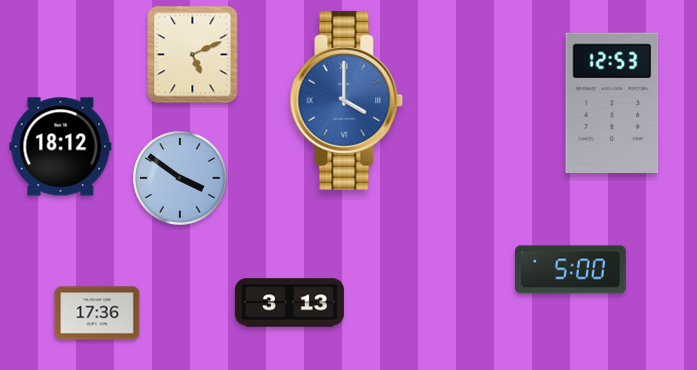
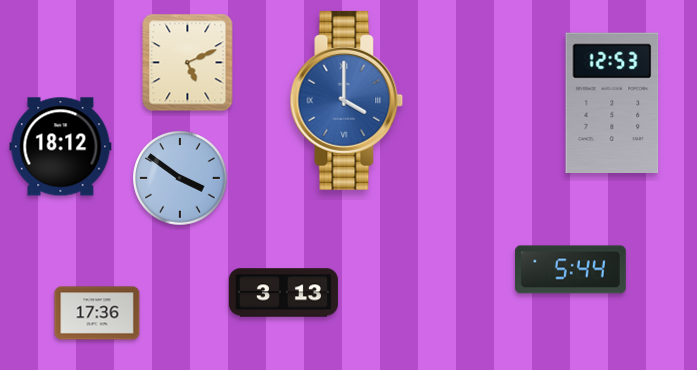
clock at (193, 55) position: (193, 55) -> (188, 63)
clock at (570, 270): 5:00 -> 5:44
clock at (289, 303) position: (289, 303) -> (283, 293)
